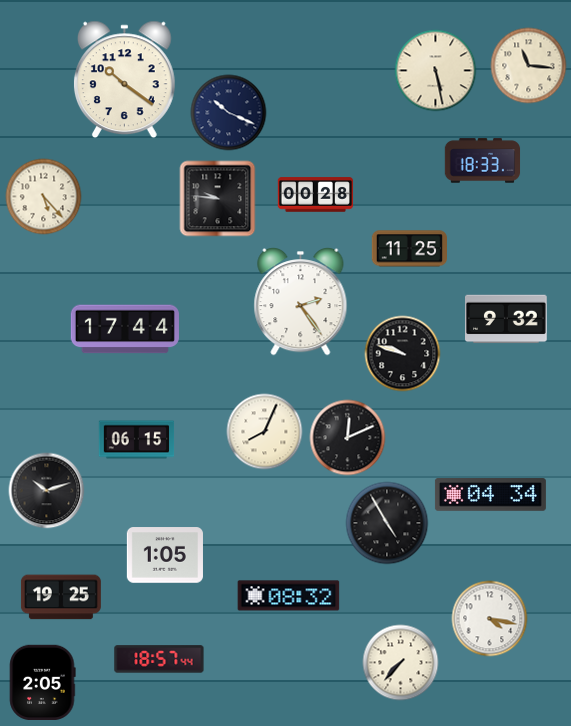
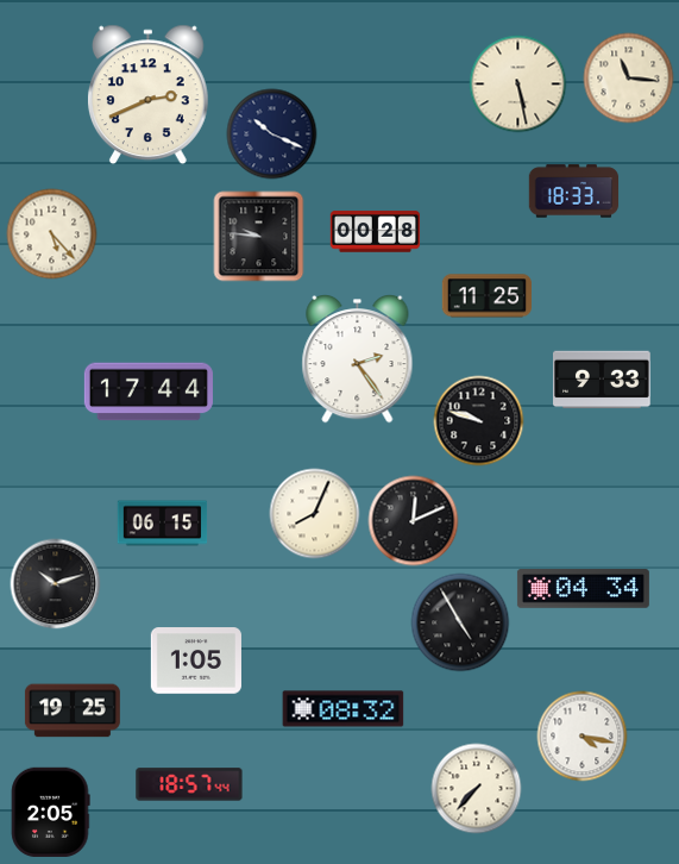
clock at (124, 80): 10:21 -> 2:41
clock at (507, 319): 9:32 -> 9:33
